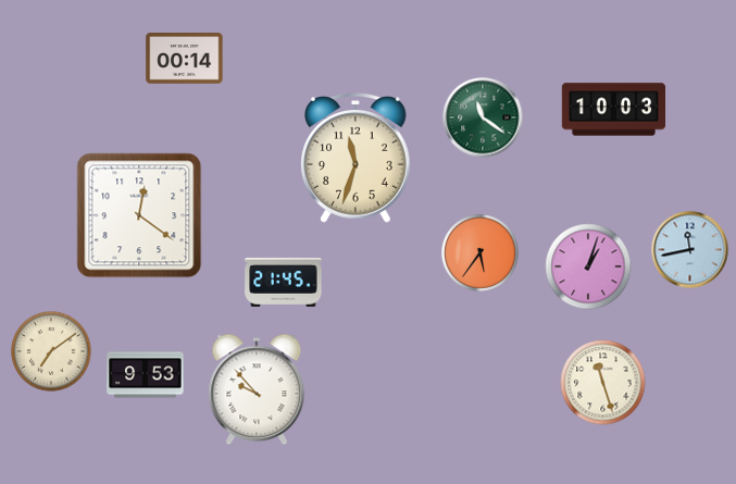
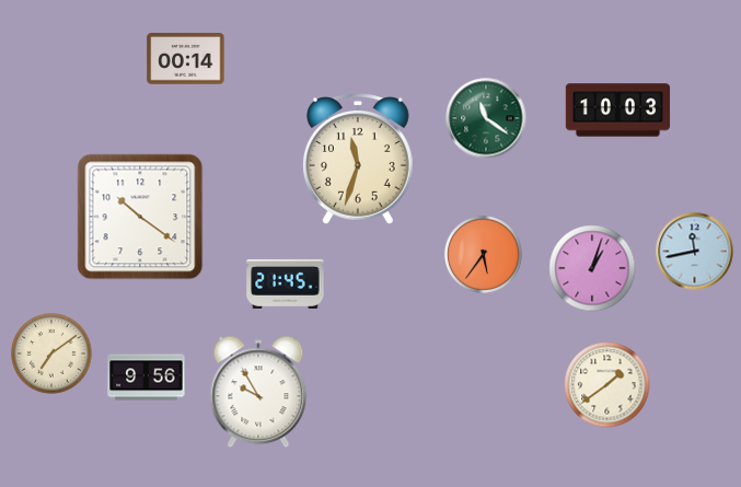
clock at (139, 215): 12:21 -> 10:21
clock at (146, 375): 9:53 -> 9:56
clock at (603, 383): 11:27 -> 1:39
clock at (257, 389): 9:53 -> 9:55
